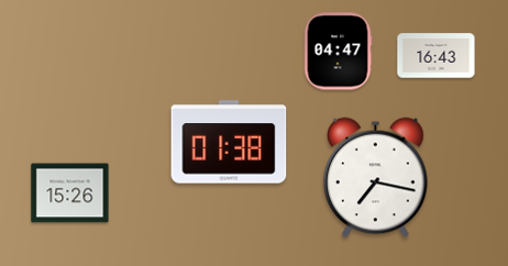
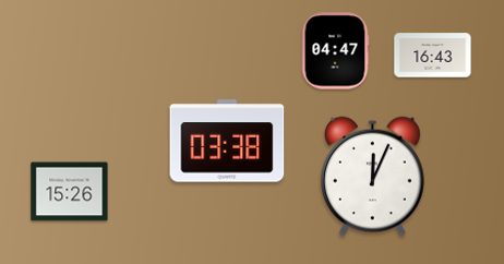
clock at (229, 142): 01:38 -> 03:38
clock at (375, 178): 7:17 -> 12:04
